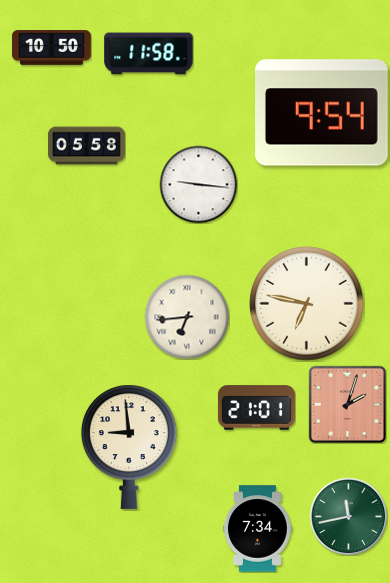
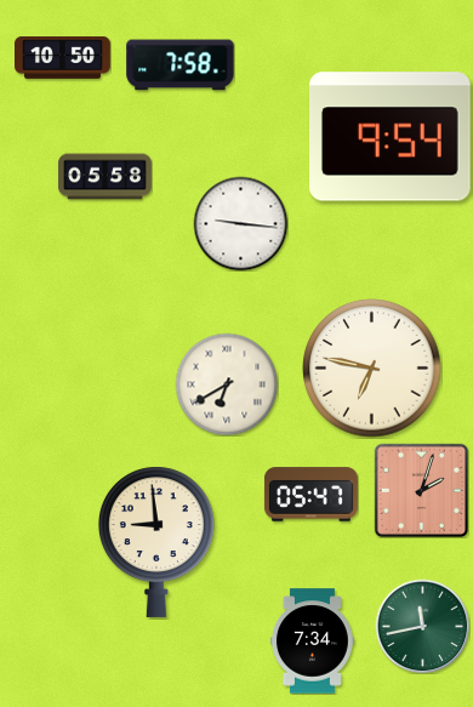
clock at (149, 54): 11:58 -> 7:58
clock at (187, 317): 6:44 -> 6:40
clock at (256, 408): 21:01 -> 05:47
